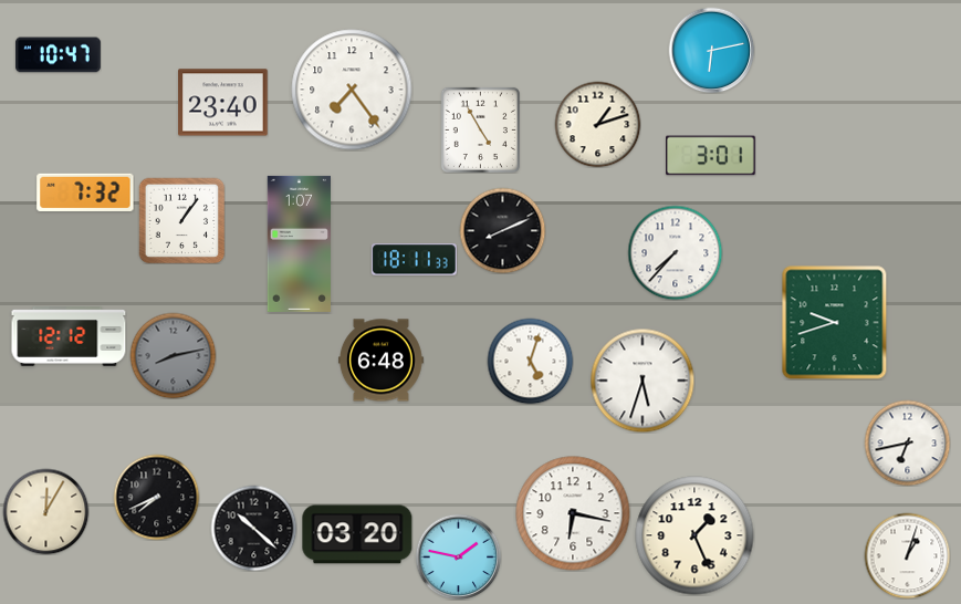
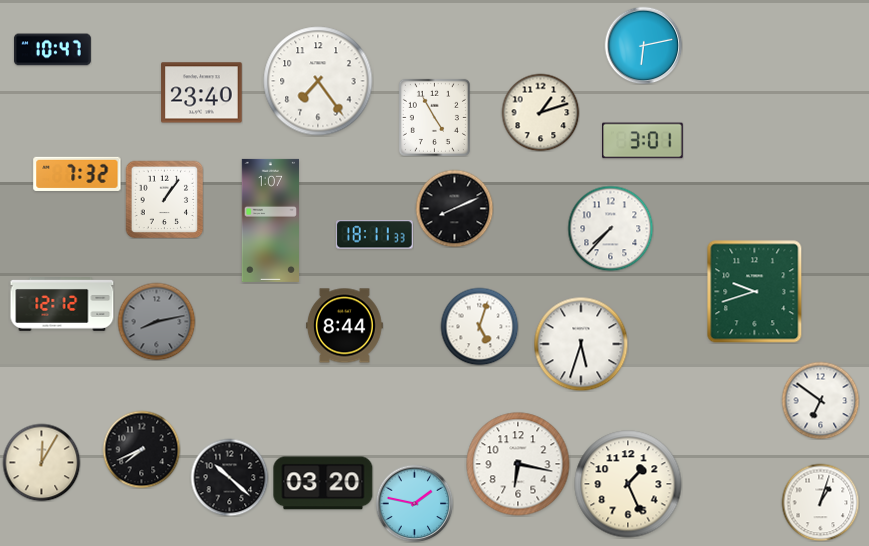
clock at (380, 361): 6:48 -> 8:44
clock at (907, 442): 6:43 -> 6:51
